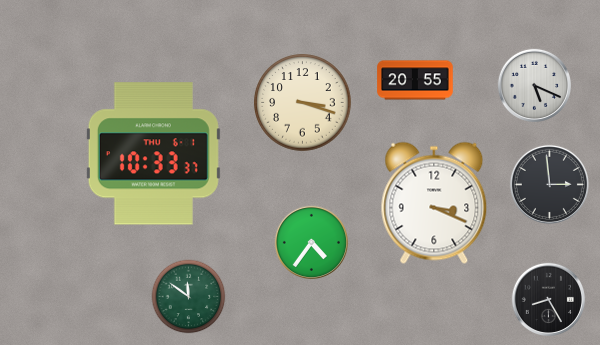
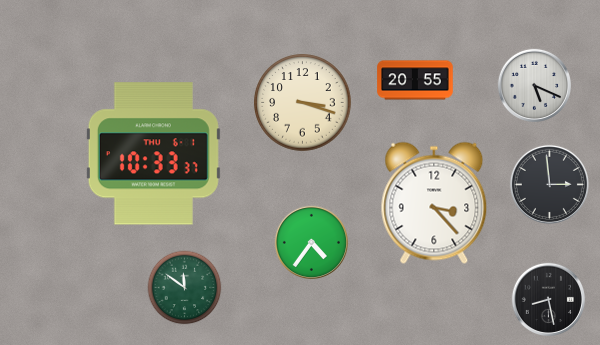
clock at (434, 203): 3:19 -> 3:23
clock at (189, 297) position: (189, 297) -> (185, 288)
clock at (548, 299): 8:25 -> 8:28
